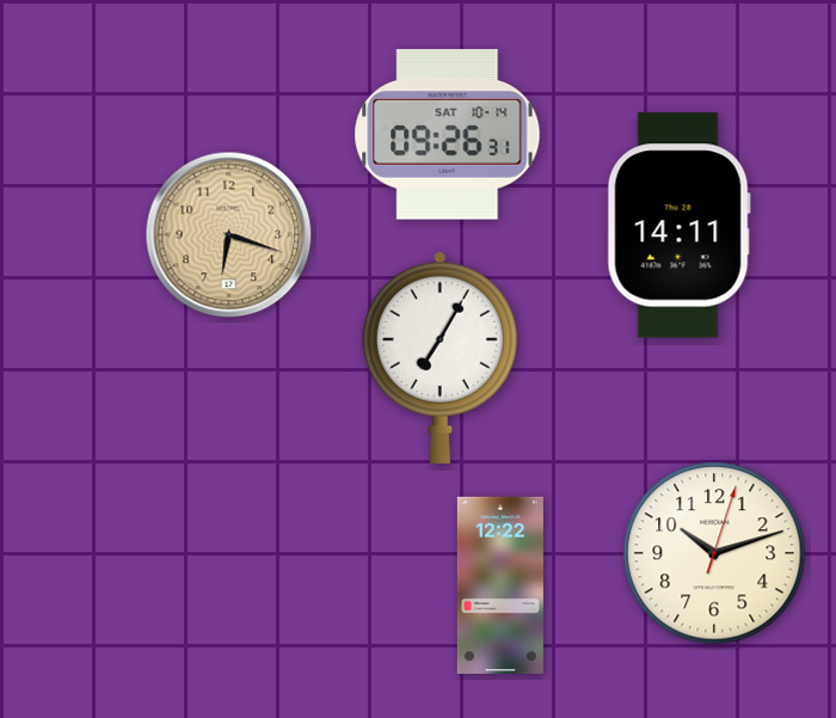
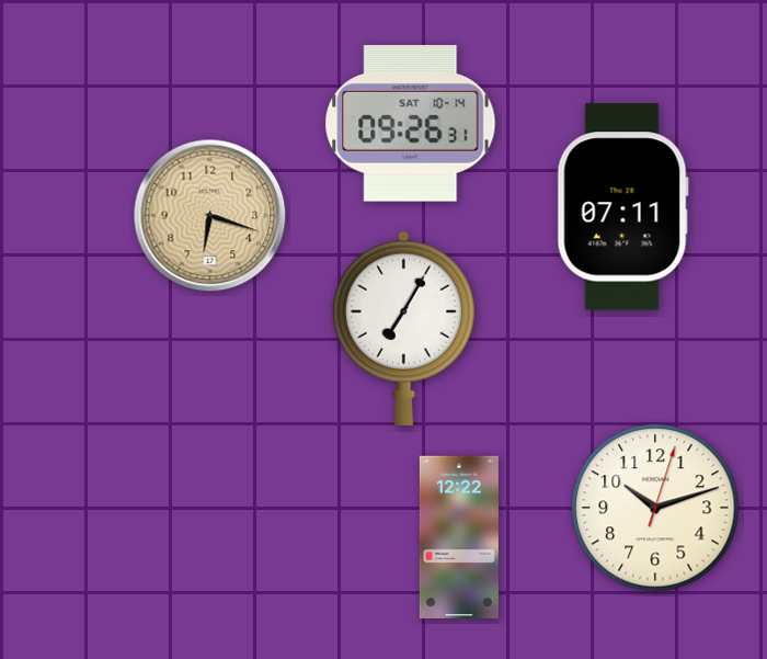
clock at (678, 226): 14:11 -> 07:11
